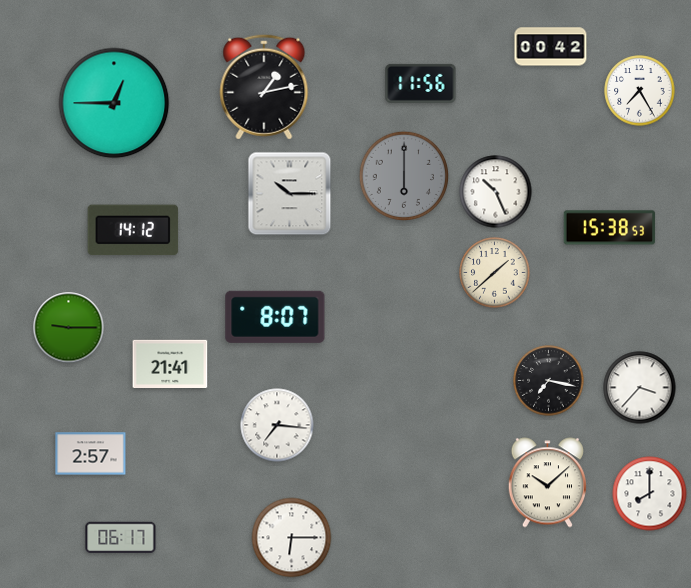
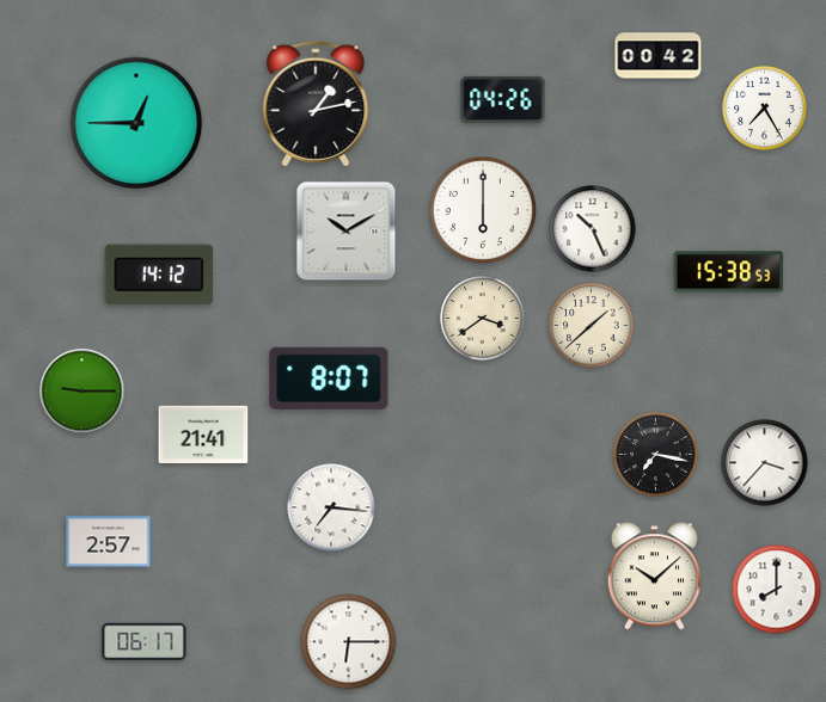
clock at (421, 83): 11:56 -> 04:26
clock at (403, 175) dial: grey -> white
clock at (290, 194): 10:15 -> 10:10
clock at (483, 319): none -> 3:39
